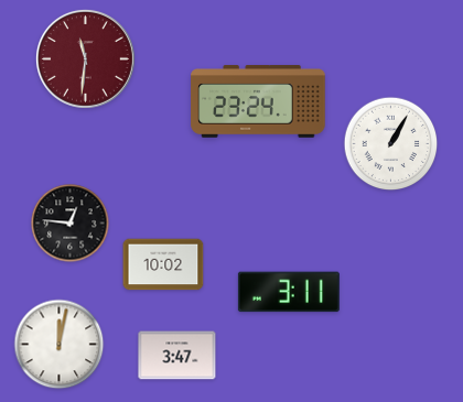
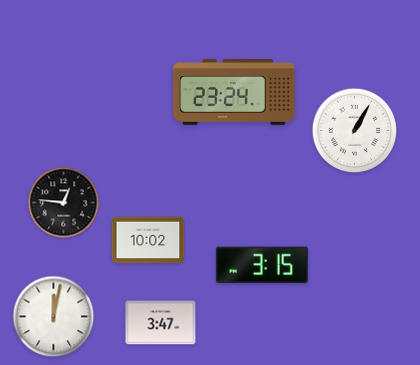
clock at (85, 58): 11:31 -> none
clock at (289, 292): 3:11 -> 3:15
clock at (60, 345) position: (60, 345) -> (54, 317)
